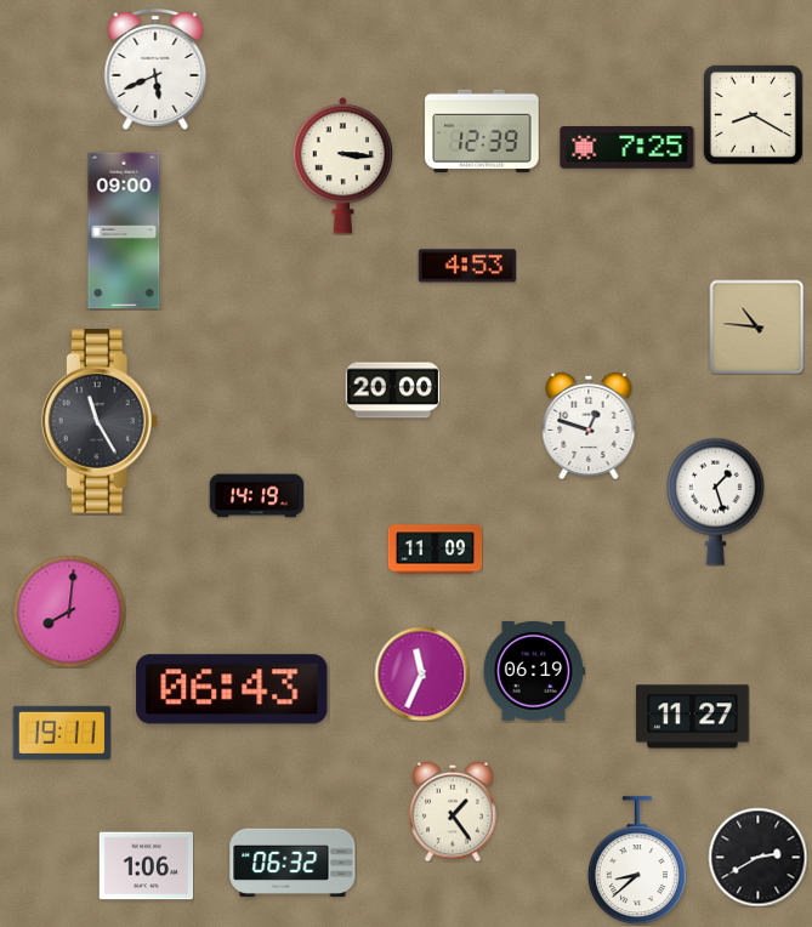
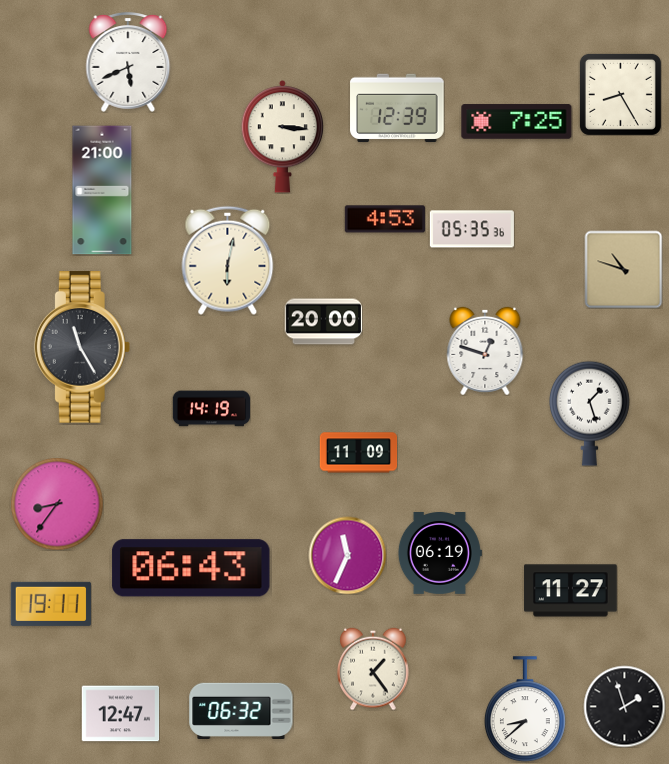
clock at (155, 70) position: (155, 70) -> (128, 63)
clock at (753, 114): 8:20 -> 8:25
clock at (124, 231): 09:00 -> 21:00
clock at (472, 229): none -> 05:35
clock at (228, 260): none -> 6:02
clock at (756, 326): 10:46 -> 10:48
clock at (69, 612): 8:01 -> 8:36
clock at (757, 857): 2:40 -> 1:57
clock at (146, 866): 1:06 -> 12:47
